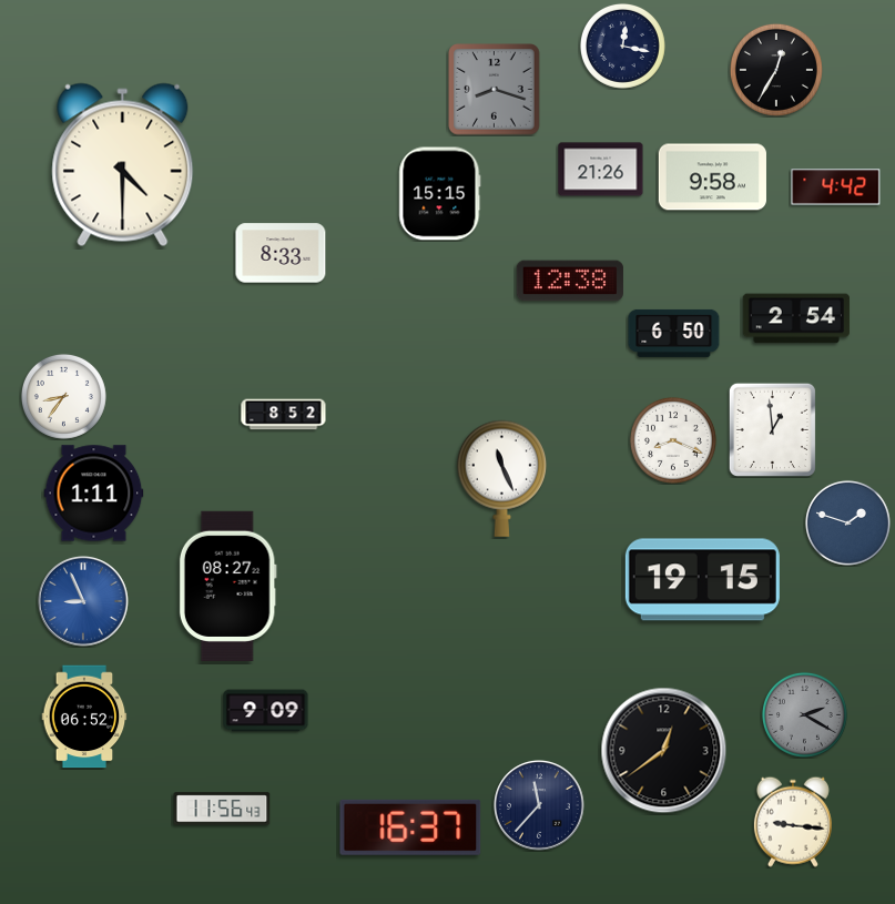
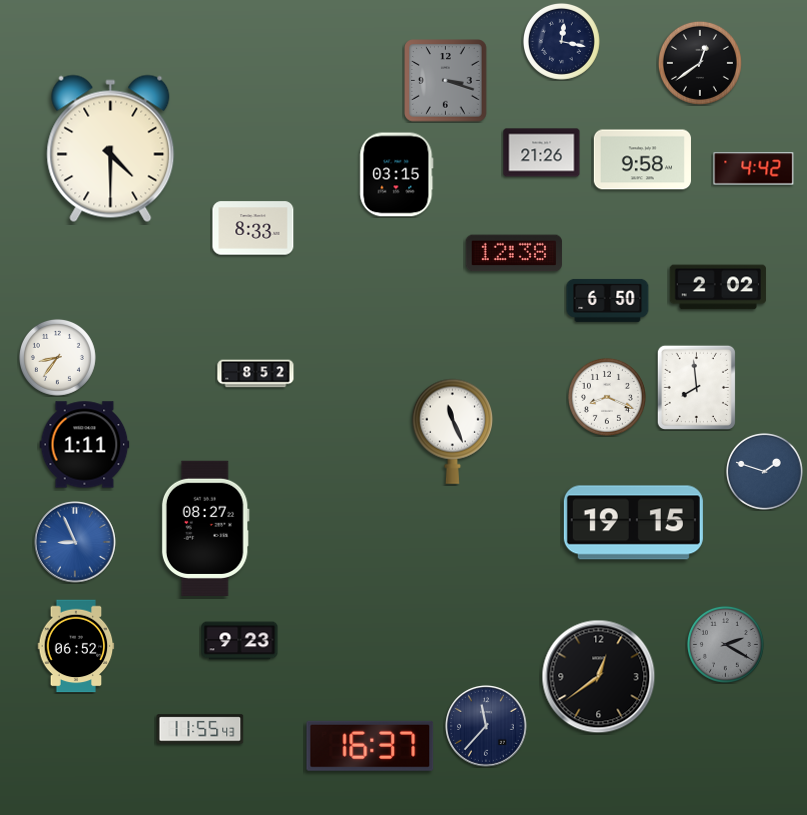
clock at (776, 70): 12:35 -> 12:39
clock at (495, 90): 8:18 -> 3:18
clock at (440, 194): 15:15 -> 03:15
clock at (795, 318): 2:54 -> 2:02
clock at (772, 429): 12:59 -> 7:59
clock at (266, 711): 9:09 -> 9:23
clock at (222, 809): 11:56 -> 11:55
clock at (793, 822): 9:16 -> none
